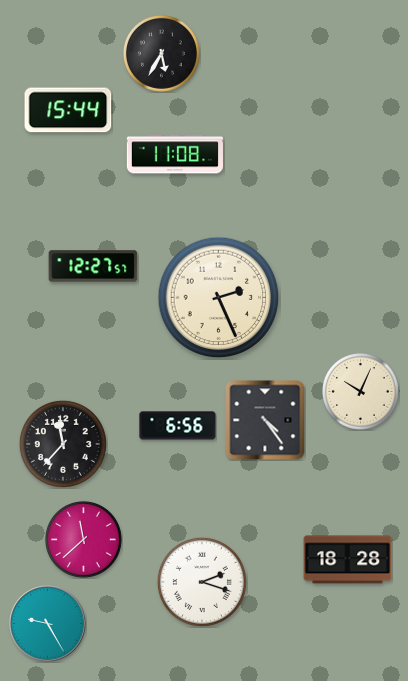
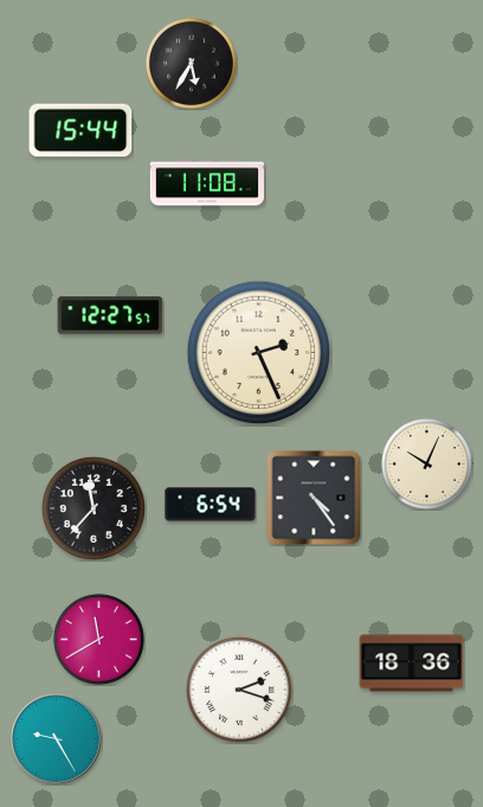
clock at (178, 426): 6:56 -> 6:54
clock at (63, 444) position: (63, 444) -> (94, 508)
clock at (84, 540): 11:38 -> 11:40
clock at (348, 560): 18:28 -> 18:36
